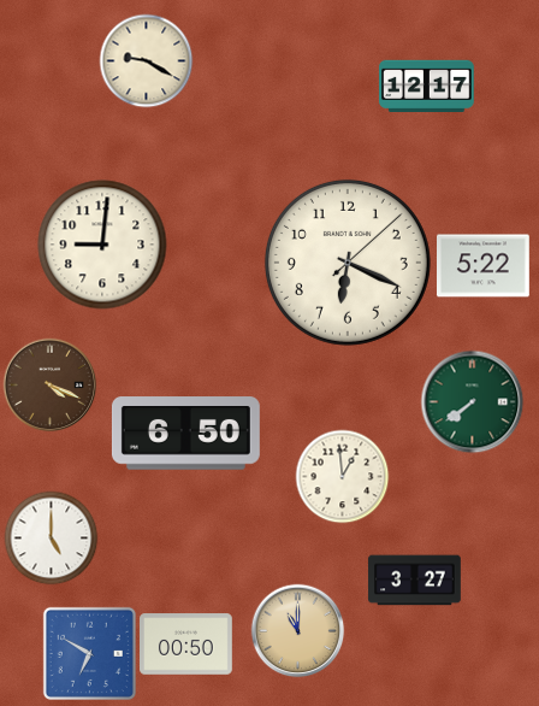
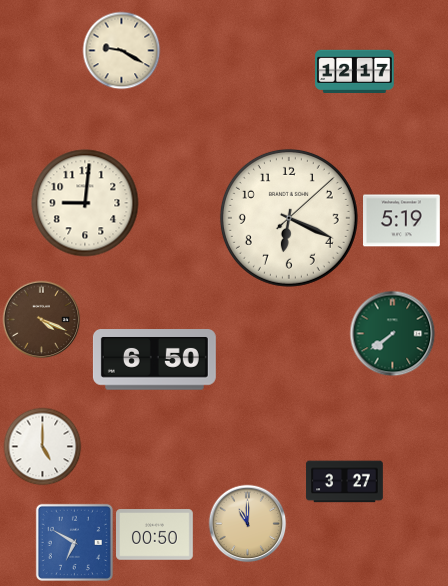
clock at (484, 266): 5:22 -> 5:19
clock at (342, 476): 12:59 -> none
